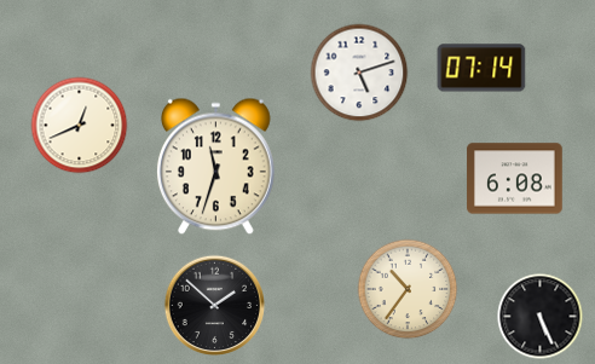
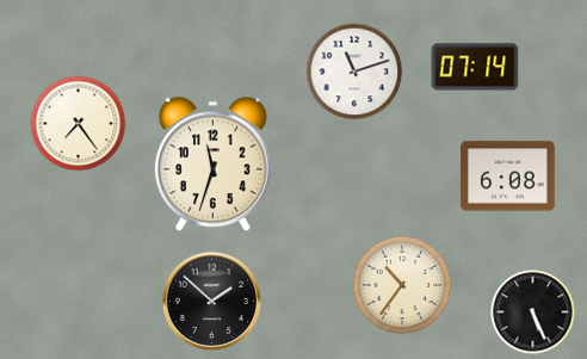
clock at (359, 73): 5:12 -> 11:12
clock at (80, 126): 12:41 -> 7:24
